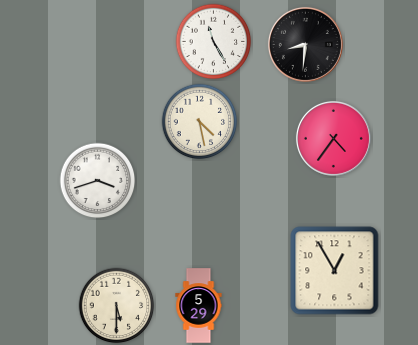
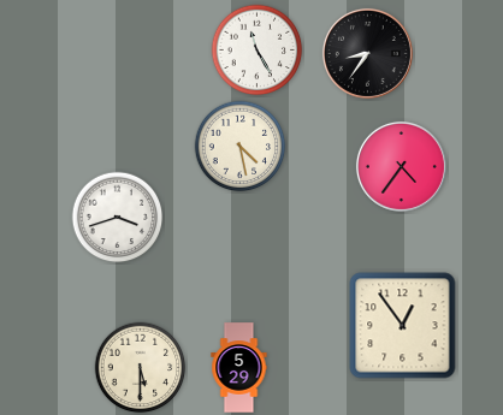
clock at (305, 44): 8:31 -> 8:36
clock at (335, 271): 12:55 -> 12:54
